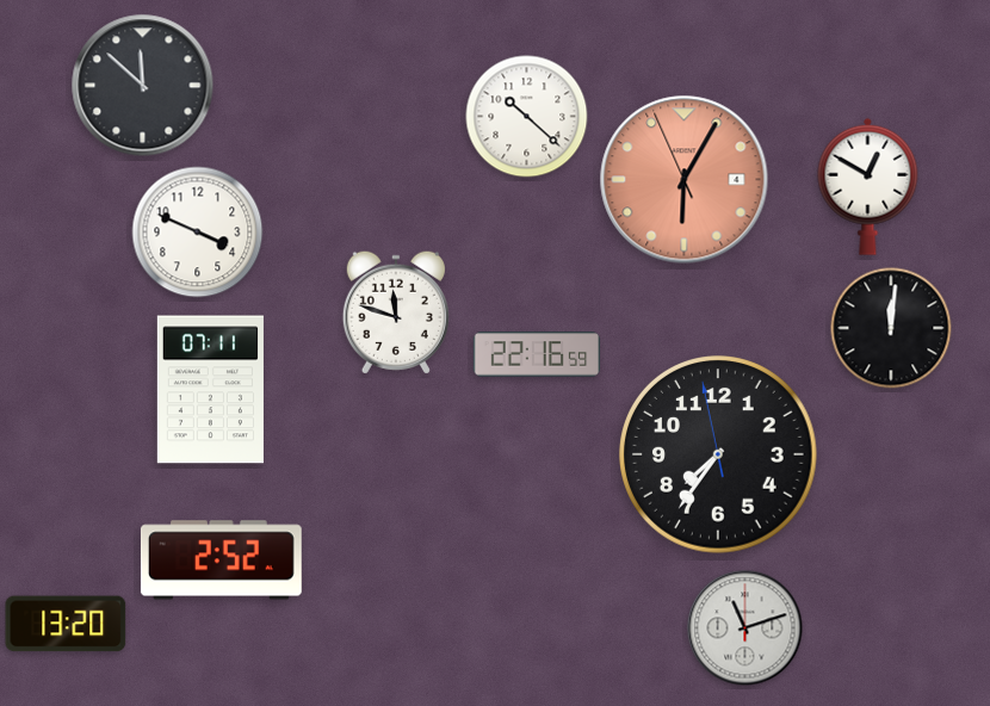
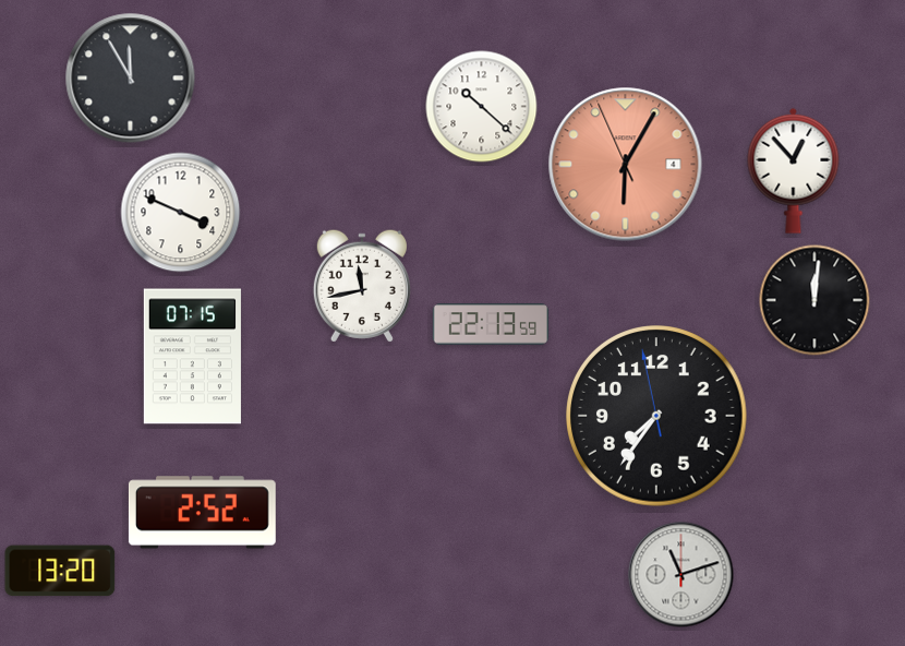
clock at (143, 86): 11:52 -> 11:55
clock at (868, 186): 12:50 -> 12:53
clock at (396, 312): 11:48 -> 11:43
clock at (536, 354): 22:16 -> 22:13
clock at (210, 390): 07:11 -> 07:15
